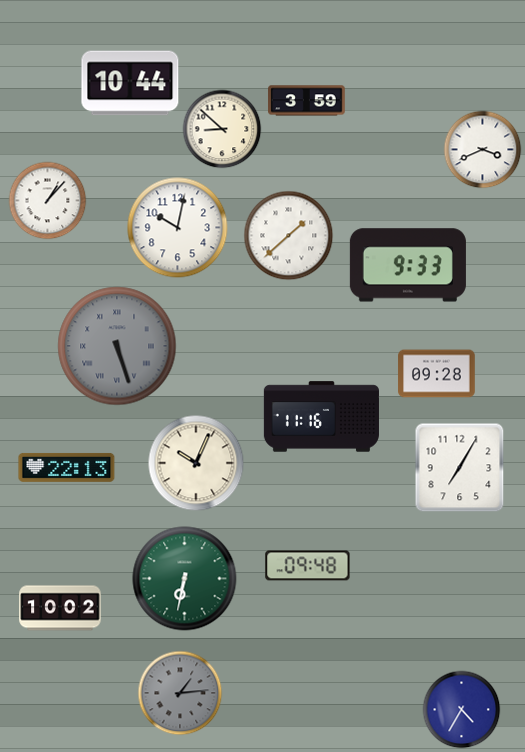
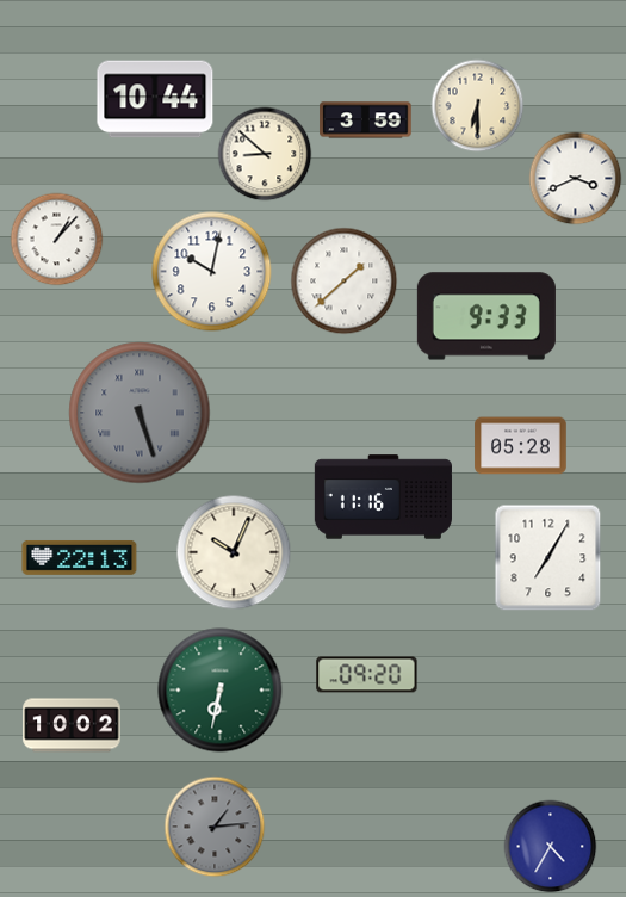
clock at (477, 105): none -> 6:30
clock at (437, 374): 09:28 -> 05:28
clock at (308, 566): 09:48 -> 09:20
